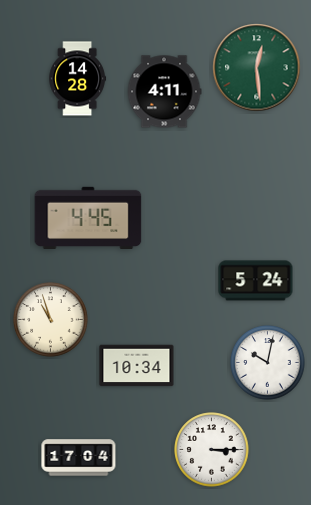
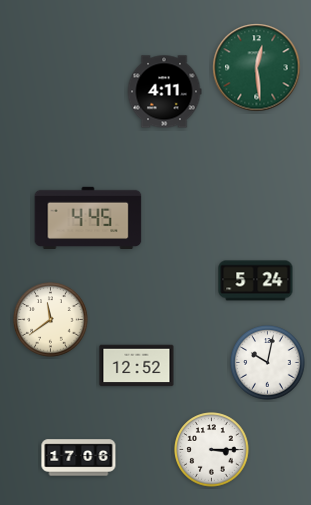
clock at (78, 79): 14:28 -> none
clock at (51, 320): 10:57 -> 11:39
clock at (137, 366): 10:34 -> 12:52
clock at (79, 458): 17:04 -> 17:06
